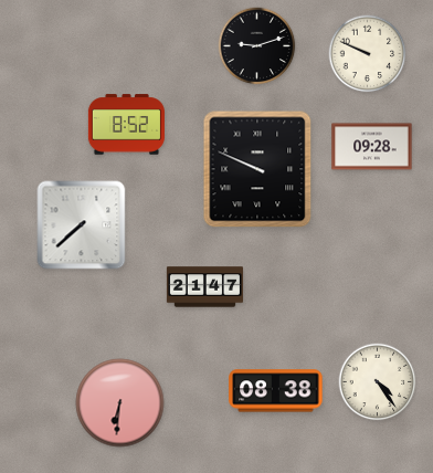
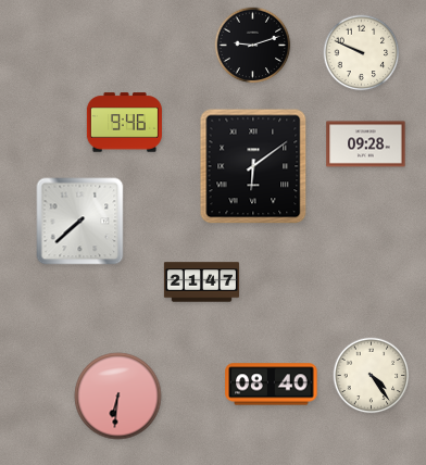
clock at (126, 125): 8:52 -> 9:46
clock at (257, 169): 9:49 -> 6:09
clock at (276, 391): 08:38 -> 08:40
